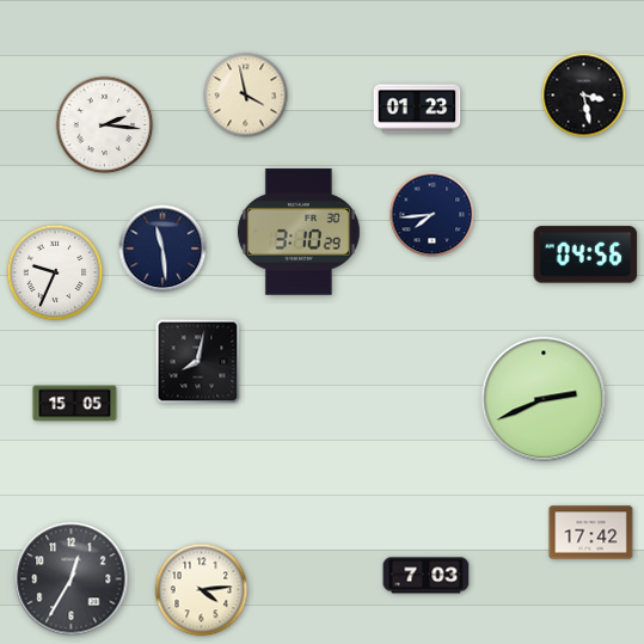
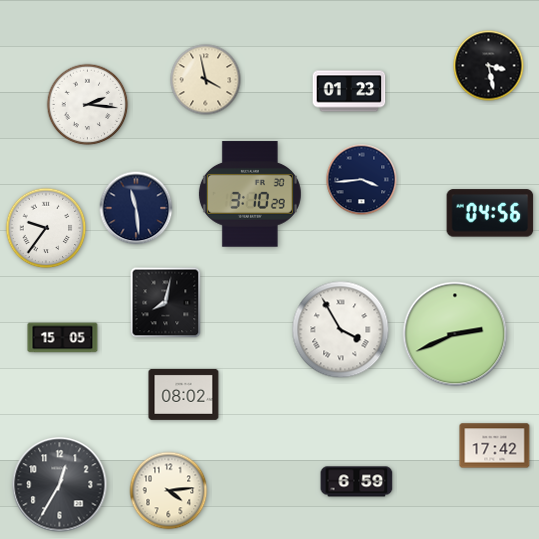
clock at (584, 96) position: (584, 96) -> (489, 66)
clock at (433, 215): 7:44 -> 3:44
clock at (55, 272): 9:34 -> 9:36
clock at (341, 330): none -> 3:55
clock at (184, 394): none -> 08:02
clock at (427, 576): 7:03 -> 6:59
clock at (202, 590) position: (202, 590) -> (169, 491)
